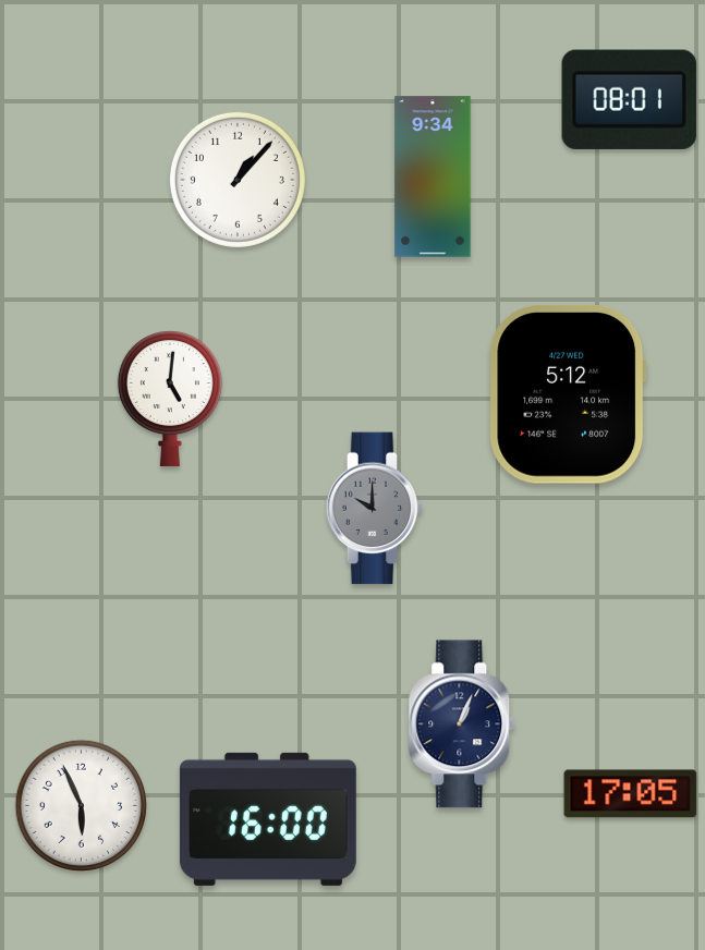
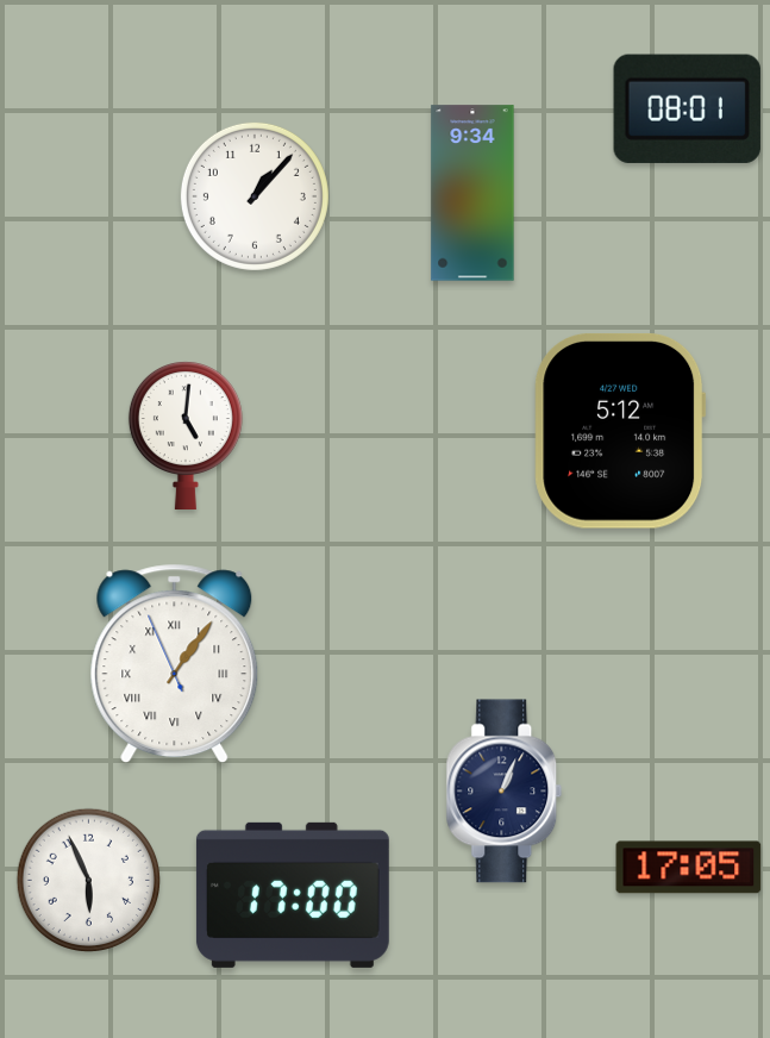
clock at (238, 180) position: (238, 180) -> (255, 196)
clock at (375, 509): 10:00 -> none
clock at (175, 664): none -> 1:05
clock at (268, 819): 16:00 -> 17:00
